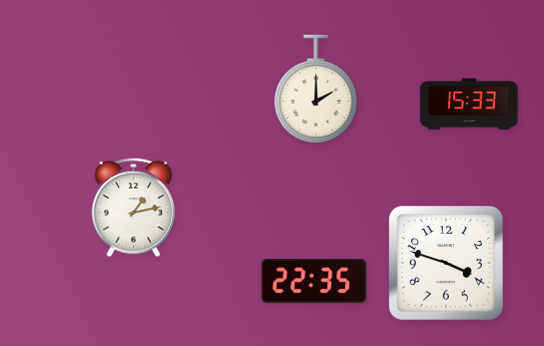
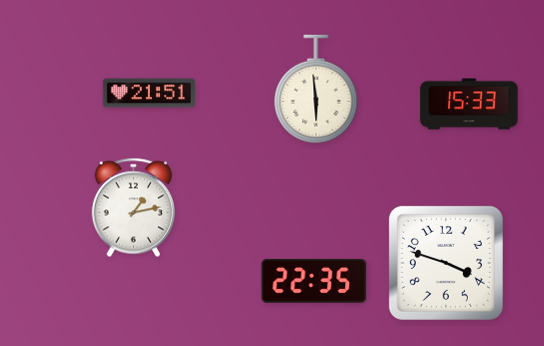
clock at (316, 89): 2:00 -> 5:59
clock at (149, 93): none -> 21:51
